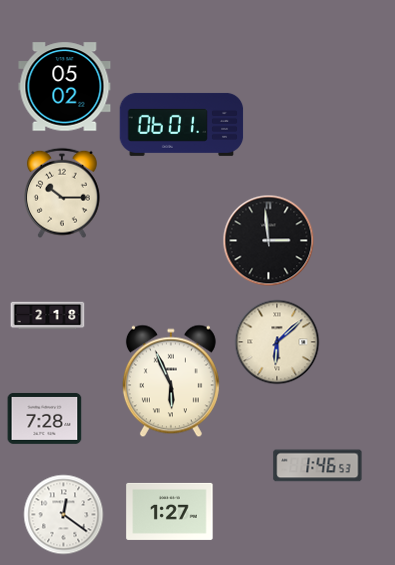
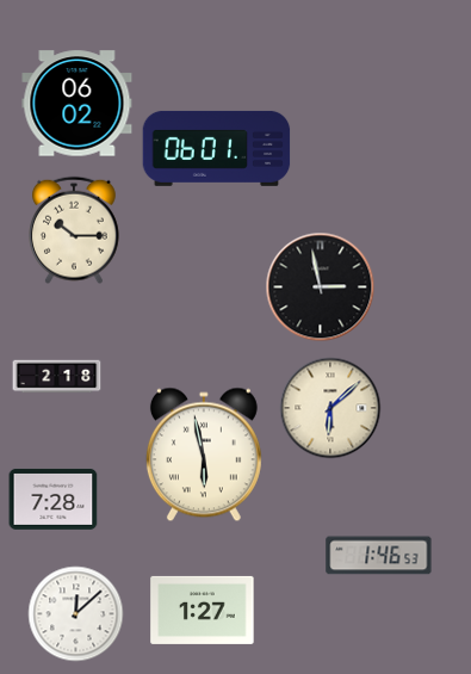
clock at (65, 87): 05:02 -> 06:02
clock at (269, 241): 2:59 -> 2:58
clock at (171, 381): 5:56 -> 5:58
clock at (64, 515): 12:21 -> 12:08
